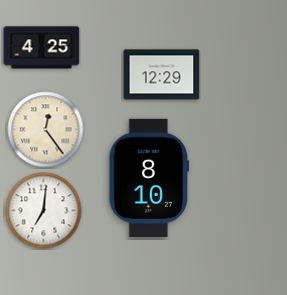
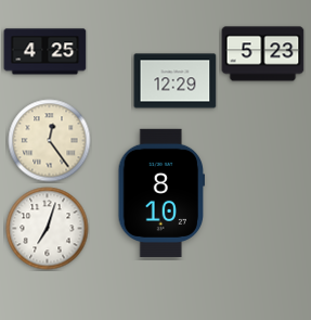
clock at (263, 54): none -> 5:23
clock at (44, 211): 7:01 -> 7:03
